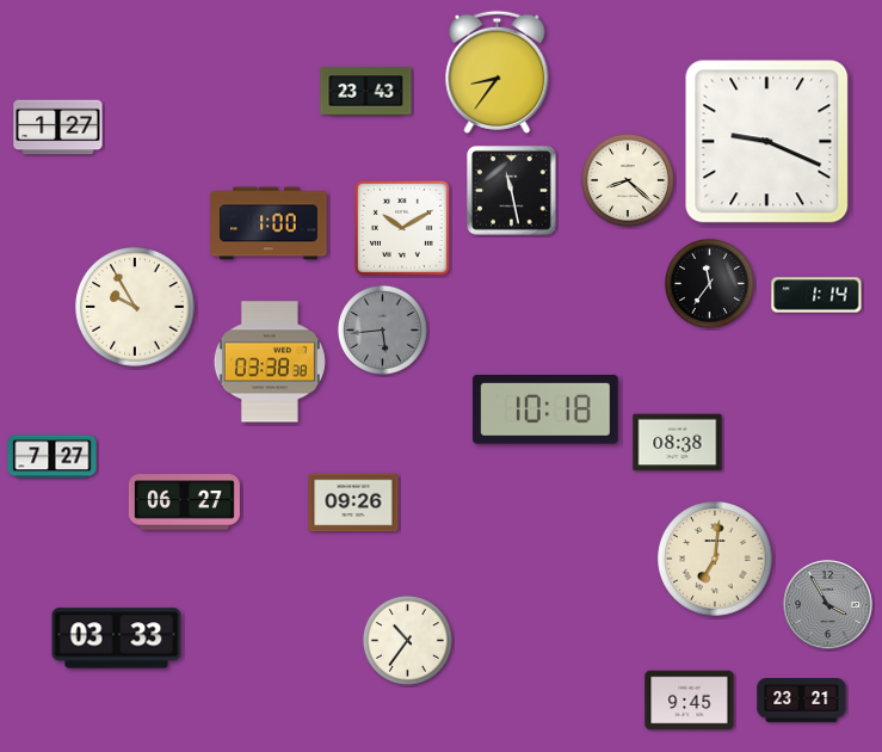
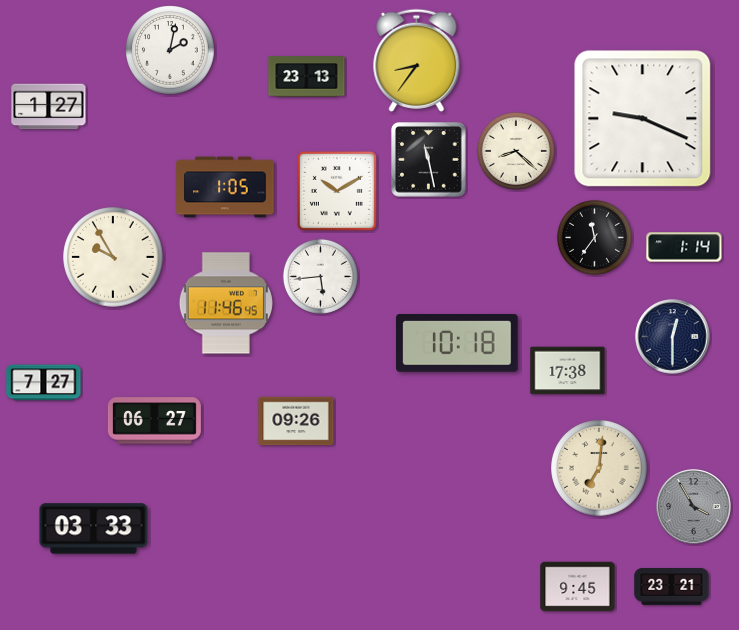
clock at (170, 50): none -> 2:02
clock at (366, 92): 23:43 -> 23:13
clock at (628, 180) position: (628, 180) -> (516, 151)
clock at (269, 223): 1:00 -> 1:05
clock at (382, 329) dial: grey -> white
clock at (270, 362): 03:38 -> 11:46
clock at (673, 337): none -> 12:30
clock at (678, 443): 08:38 -> 17:38
clock at (117, 639) position: (117, 639) -> (94, 529)
clock at (407, 640): 10:36 -> none
